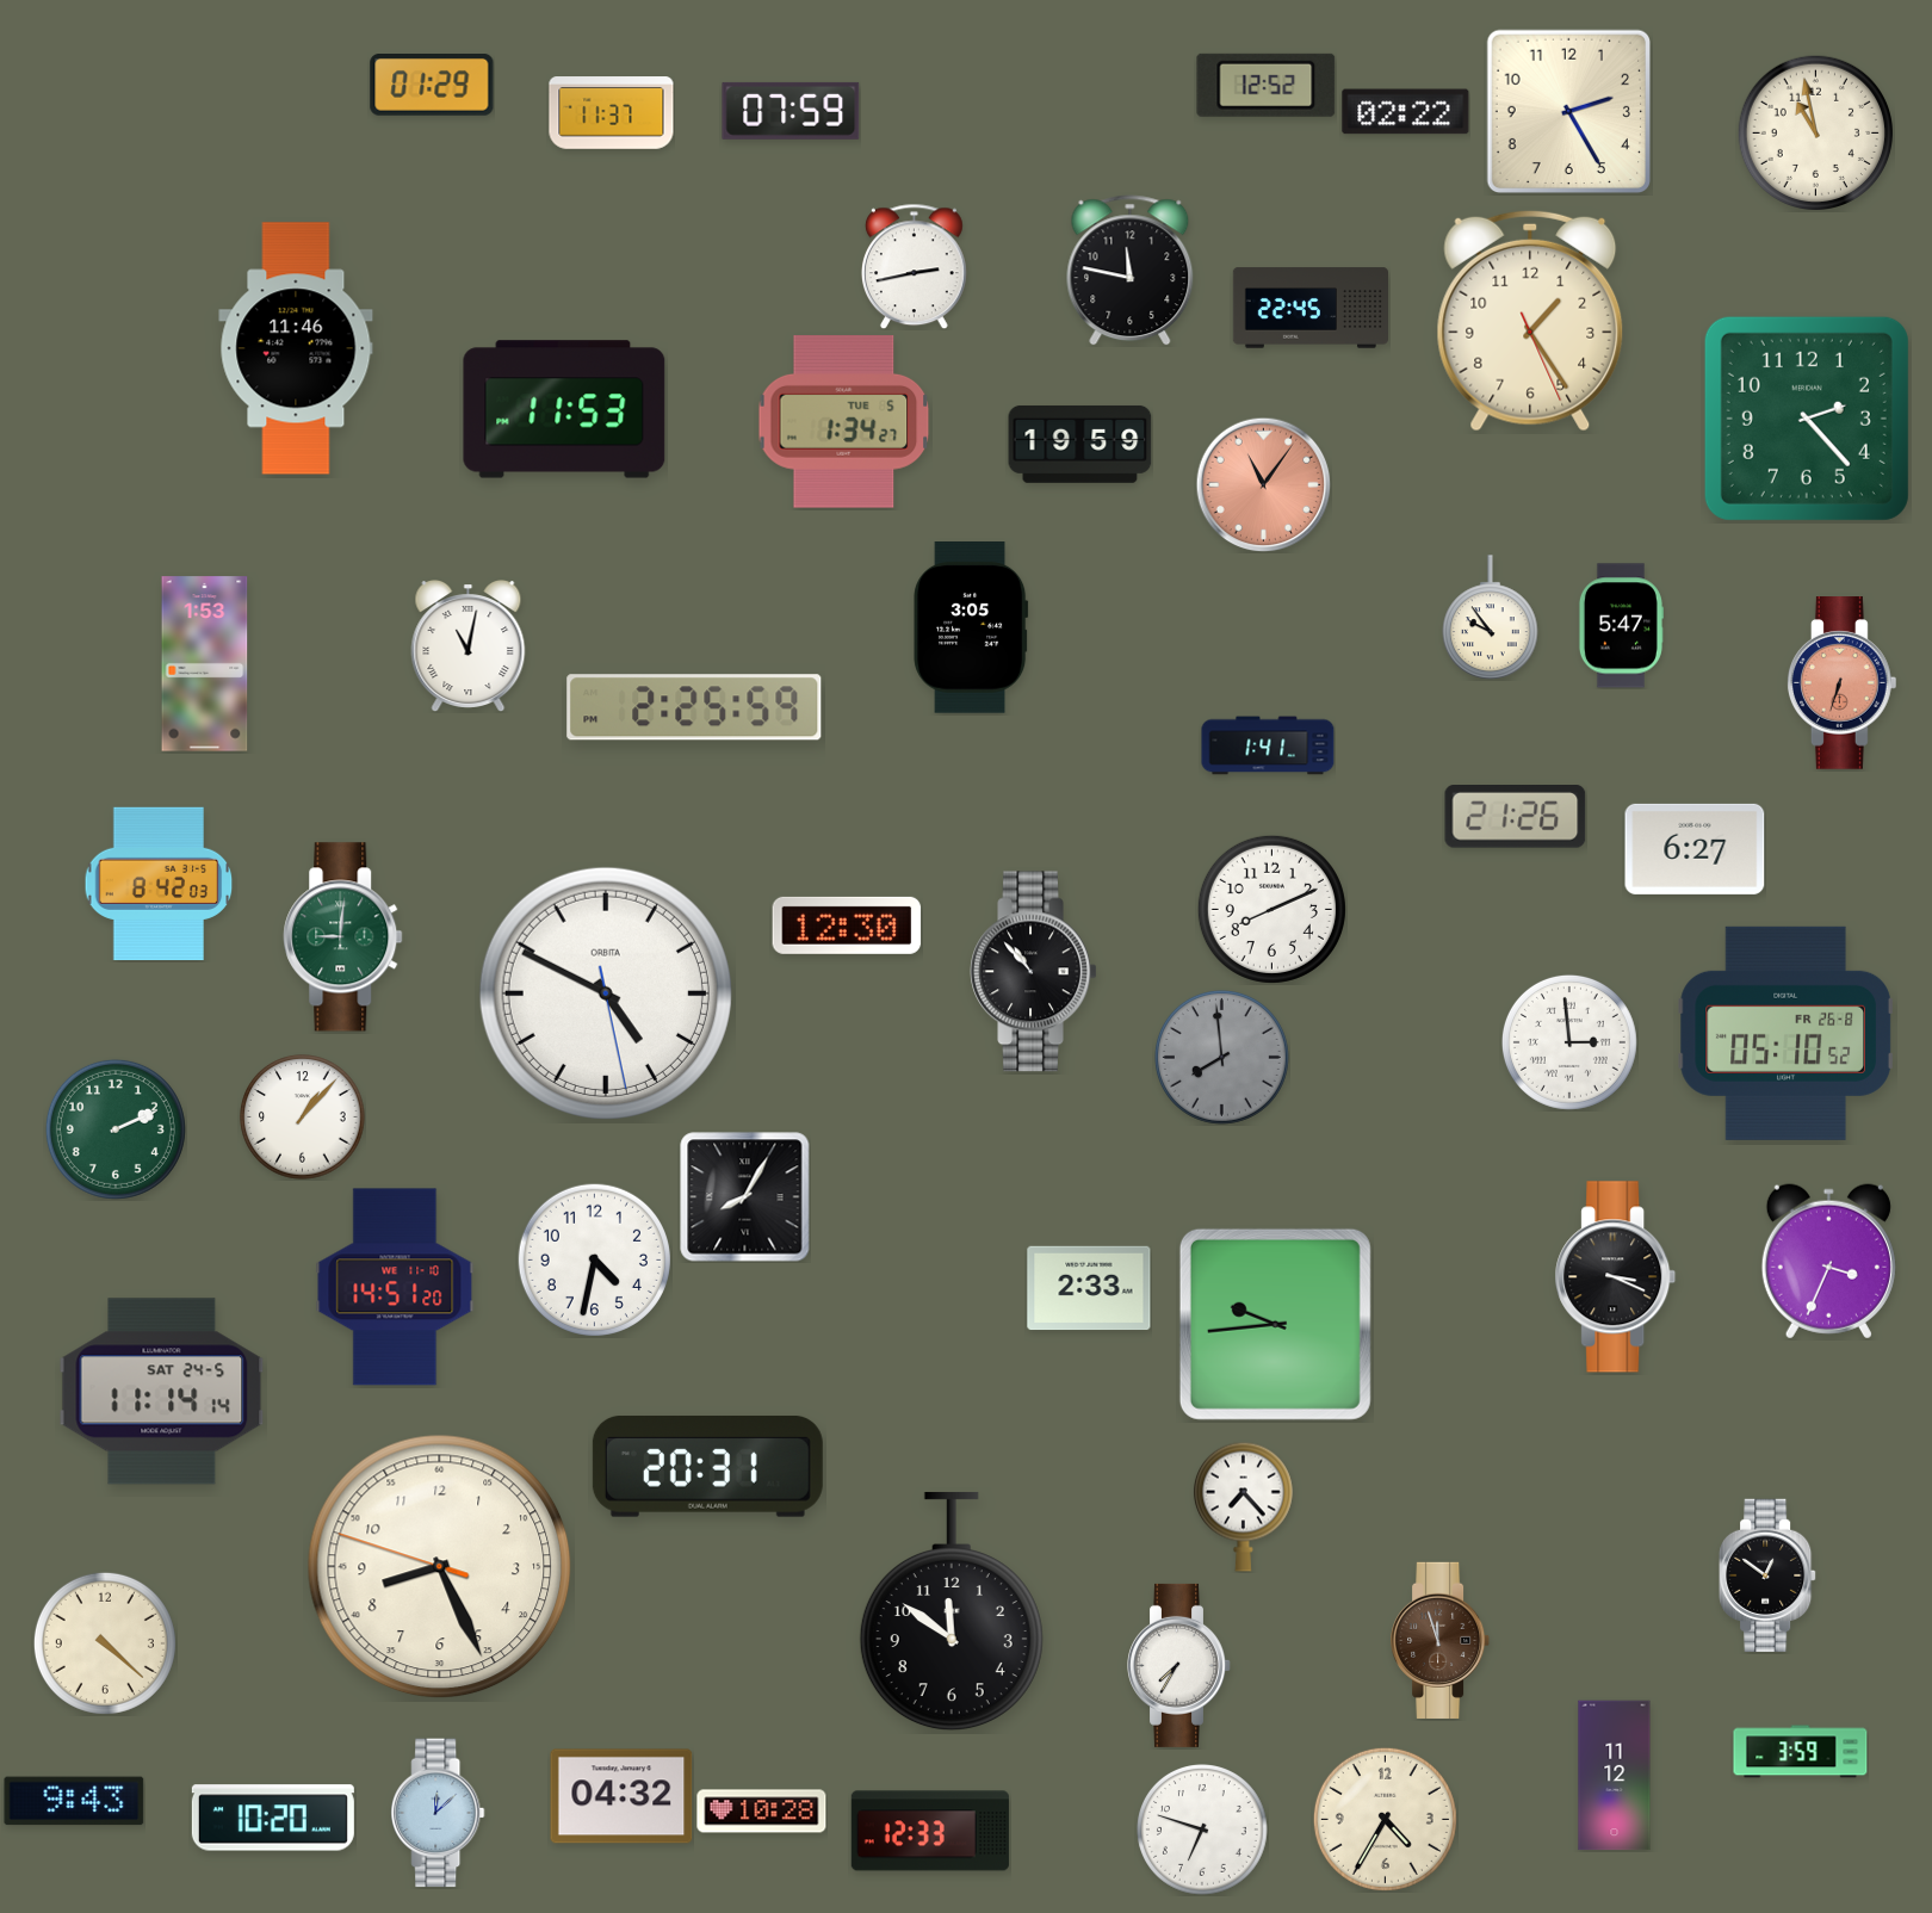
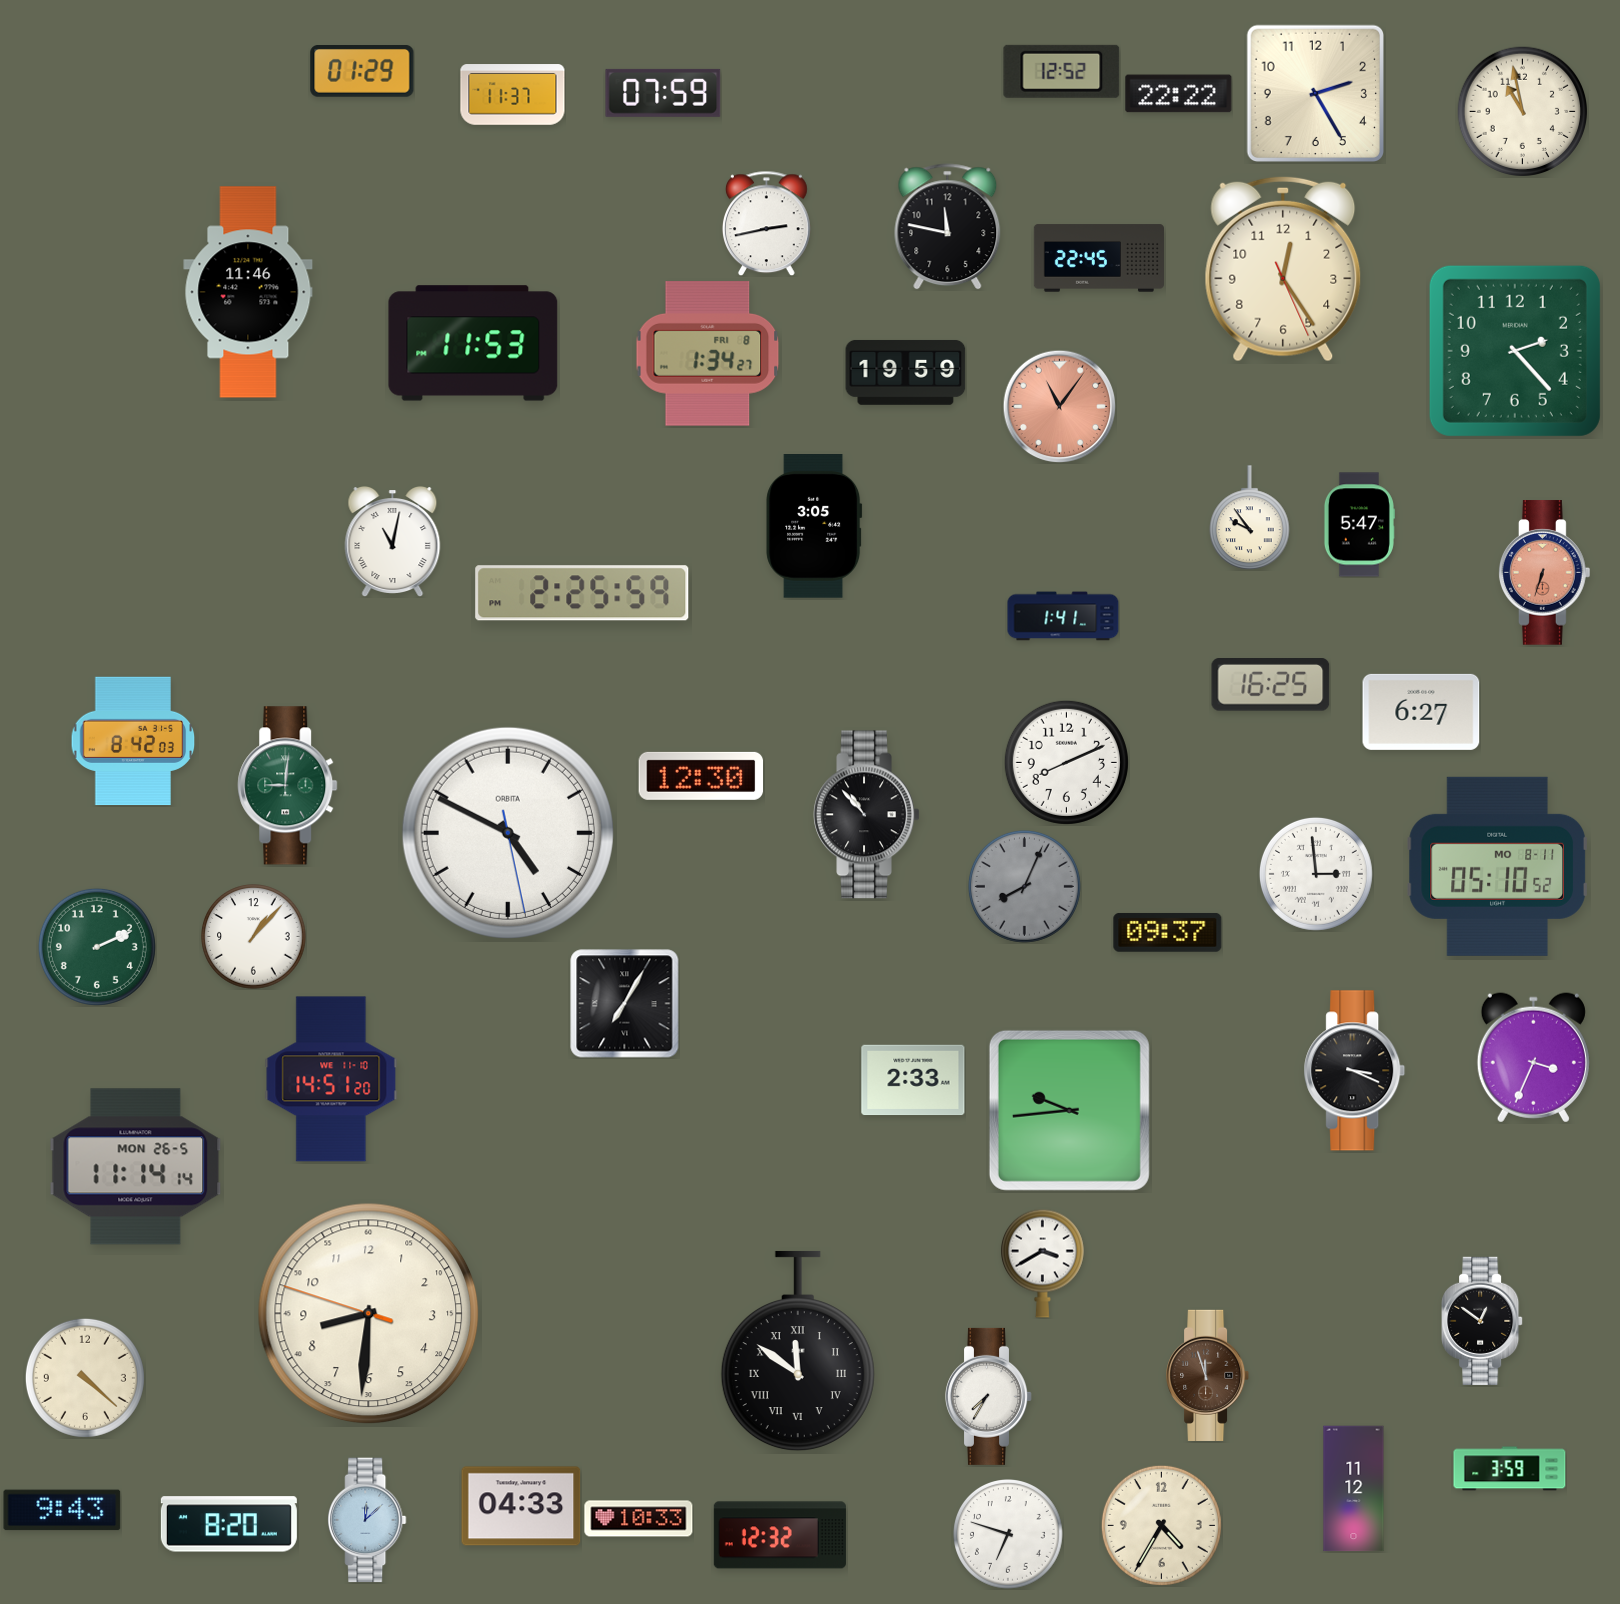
clock at (1406, 112): 02:22 -> 22:22
clock at (1530, 321): 1:24 -> 12:24
clock at (844, 422) date: TUE 5 -> FRI 8
clock at (205, 664): 1:53 -> none
clock at (1268, 745) position: (1268, 745) -> (1063, 616)
clock at (1516, 817): 21:26 -> 16:25
clock at (847, 925) position: (847, 925) -> (701, 776)
clock at (1785, 1033) date: FR 26-8 -> MO 8-11
clock at (1221, 1057): 7:59 -> 8:04
clock at (1168, 932): none -> 09:37
clock at (745, 1197): 8:05 -> 7:05
clock at (594, 1259): 4:32 -> none
clock at (162, 1392) date: SAT 24-5 -> MON 26-5
clock at (707, 1466): 20:31 -> none
clock at (1244, 1506): 7:23 -> 3:40
clock at (440, 1567): 8:25 -> 8:30
clock at (952, 1611) numerals: Arabic -> Roman
clock at (105, 1643) position: (105, 1643) -> (85, 1378)
clock at (621, 1796): 04:32 -> 04:33
clock at (762, 1812): 10:28 -> 10:33
clock at (273, 1818): 10:20 -> 8:20
clock at (930, 1831): 12:33 -> 12:32
